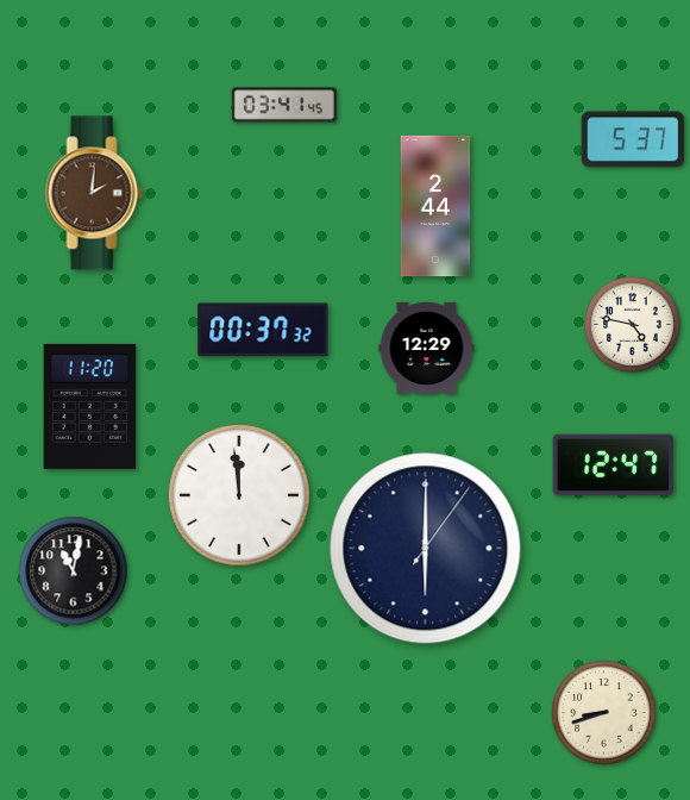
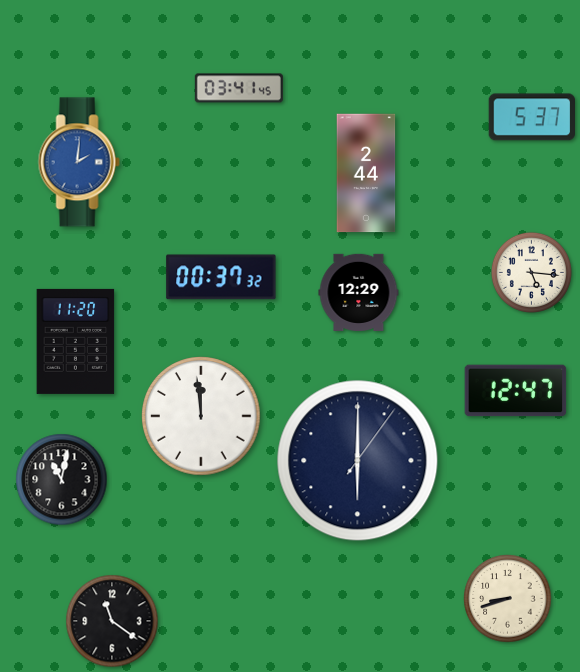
clock at (94, 193) dial: brown -> blue
clock at (632, 324): 4:47 -> 5:16
clock at (112, 621): none -> 11:21
